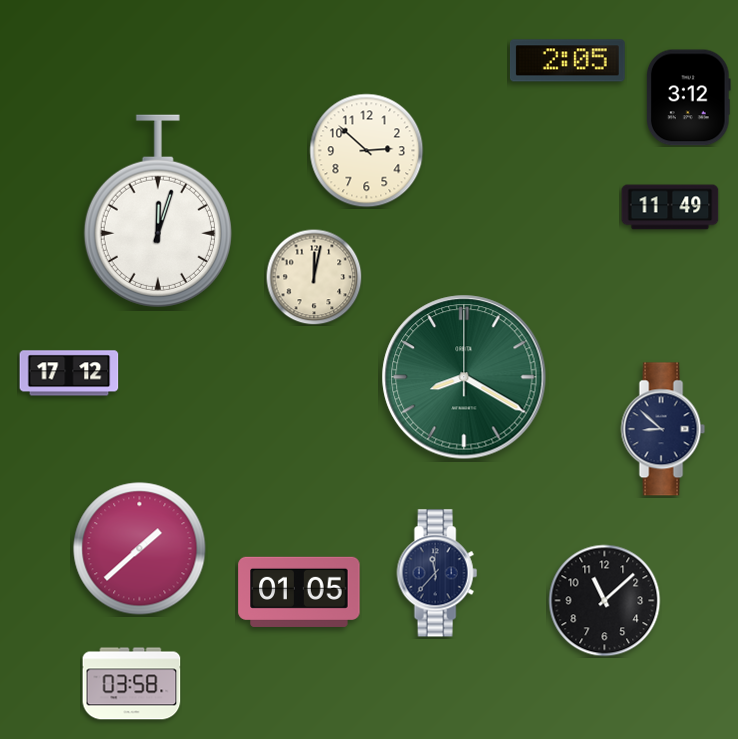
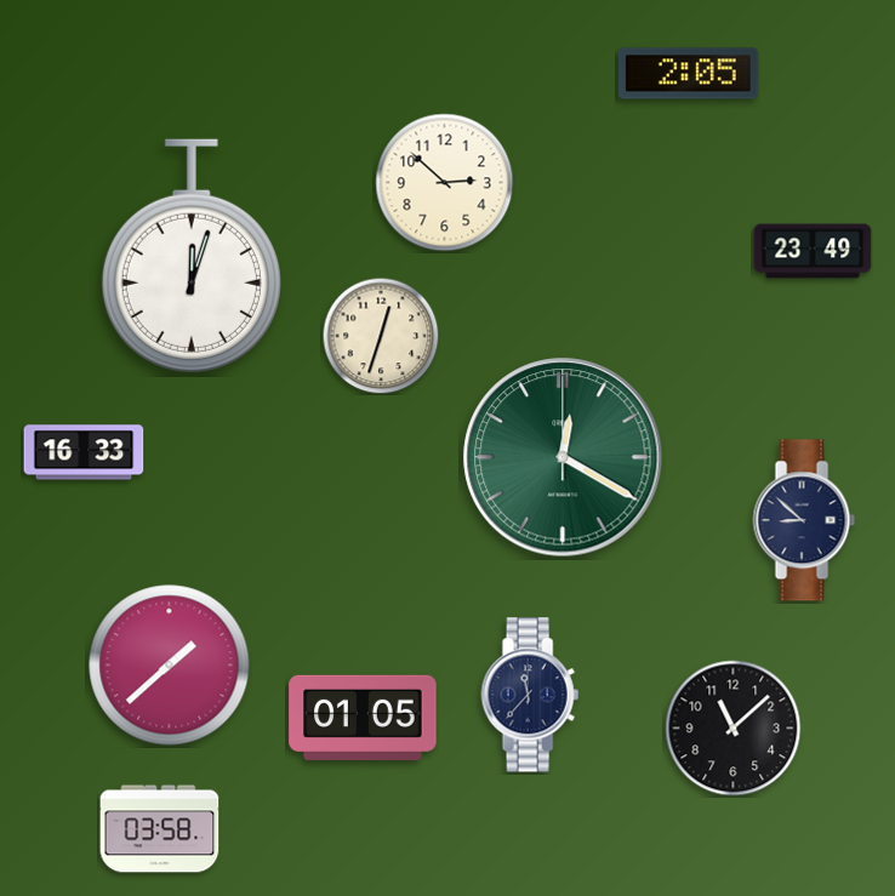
clock at (688, 98): 3:12 -> none
clock at (670, 207): 11:49 -> 23:49
clock at (314, 277): 12:02 -> 12:33
clock at (69, 373): 17:12 -> 16:33
clock at (464, 377): 8:20 -> 12:20
